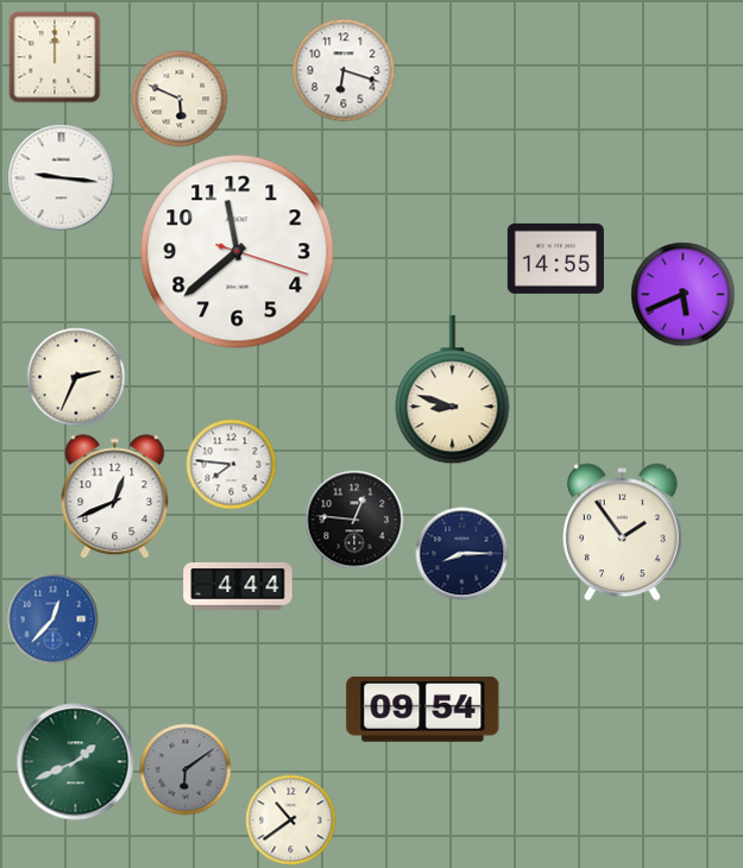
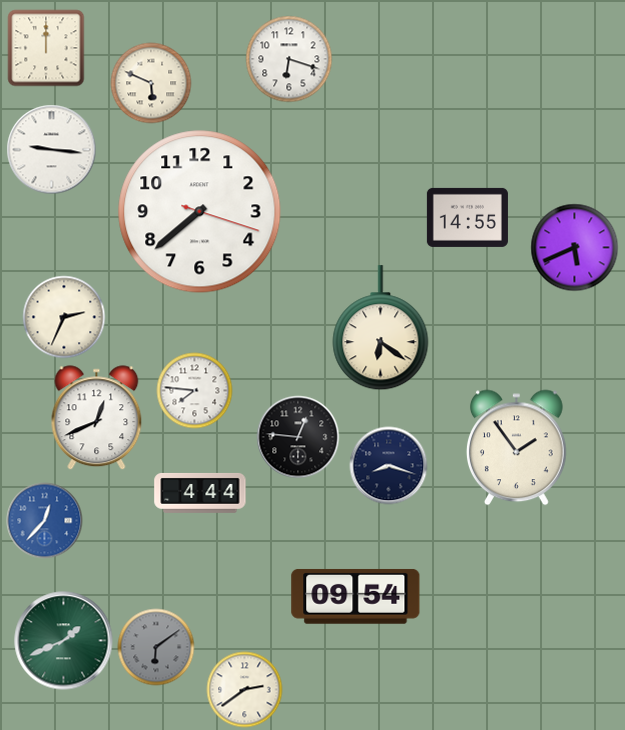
clock at (238, 252): 11:38 -> 7:38
clock at (453, 390): 8:48 -> 6:21
clock at (623, 533) position: (623, 533) -> (517, 448)
clock at (462, 554): 8:15 -> 8:18
clock at (291, 820): 10:39 -> 2:39
